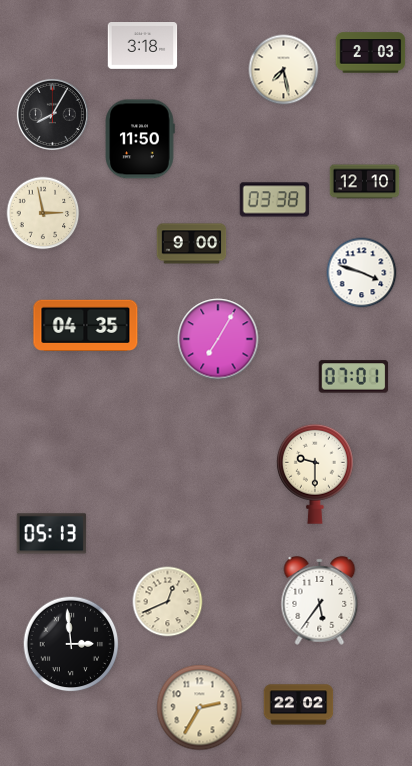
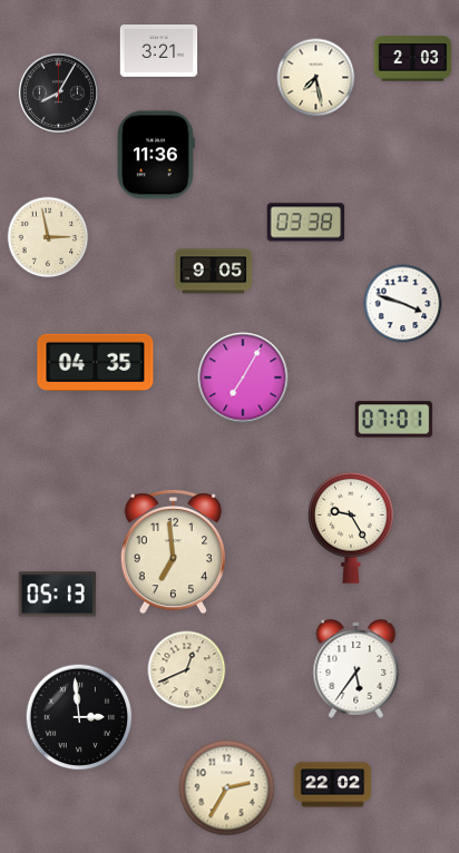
clock at (143, 46): 3:18 -> 3:21
clock at (52, 114) position: (52, 114) -> (58, 92)
clock at (140, 139): 11:50 -> 11:36
clock at (365, 182): 12:10 -> none
clock at (192, 244): 9:00 -> 9:05
clock at (315, 474): 9:30 -> 9:25
clock at (173, 552): none -> 6:59
clock at (200, 708) position: (200, 708) -> (227, 788)
